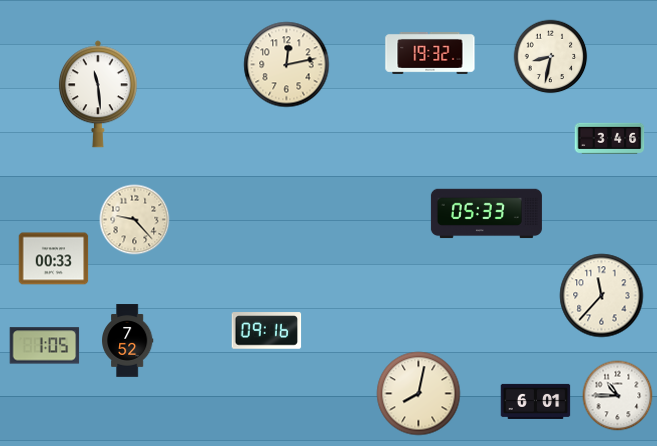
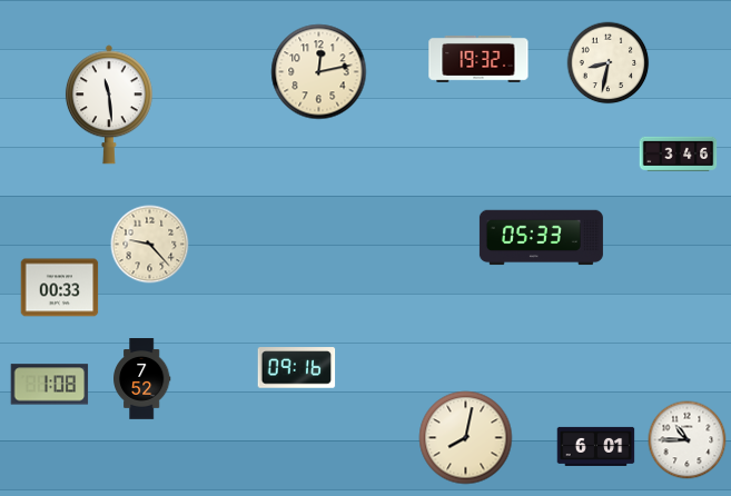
clock at (551, 57) position: (551, 57) -> (609, 63)
clock at (602, 296): 11:37 -> none
clock at (45, 346): 1:05 -> 1:08
